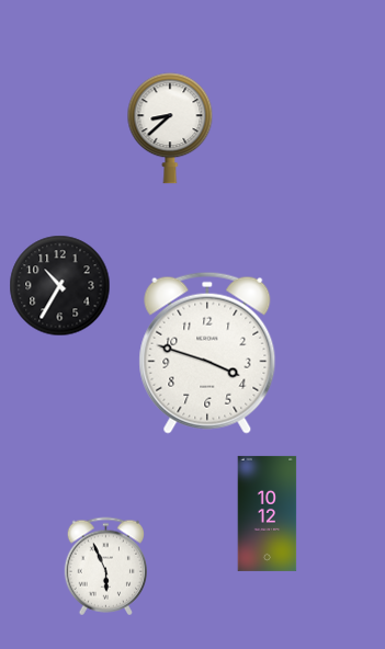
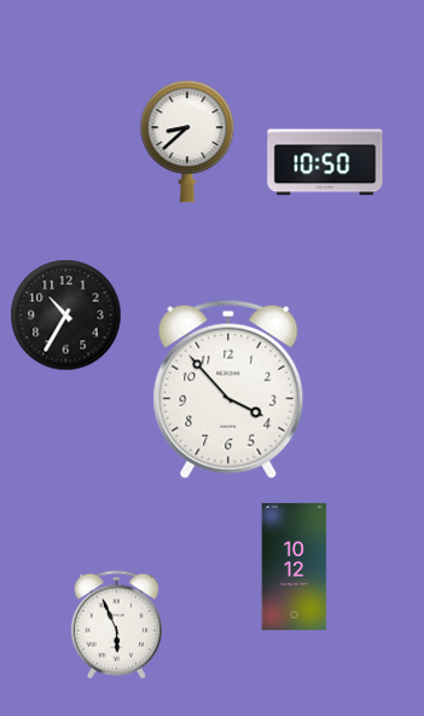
clock at (325, 162): none -> 10:50
clock at (207, 353): 3:48 -> 3:53
